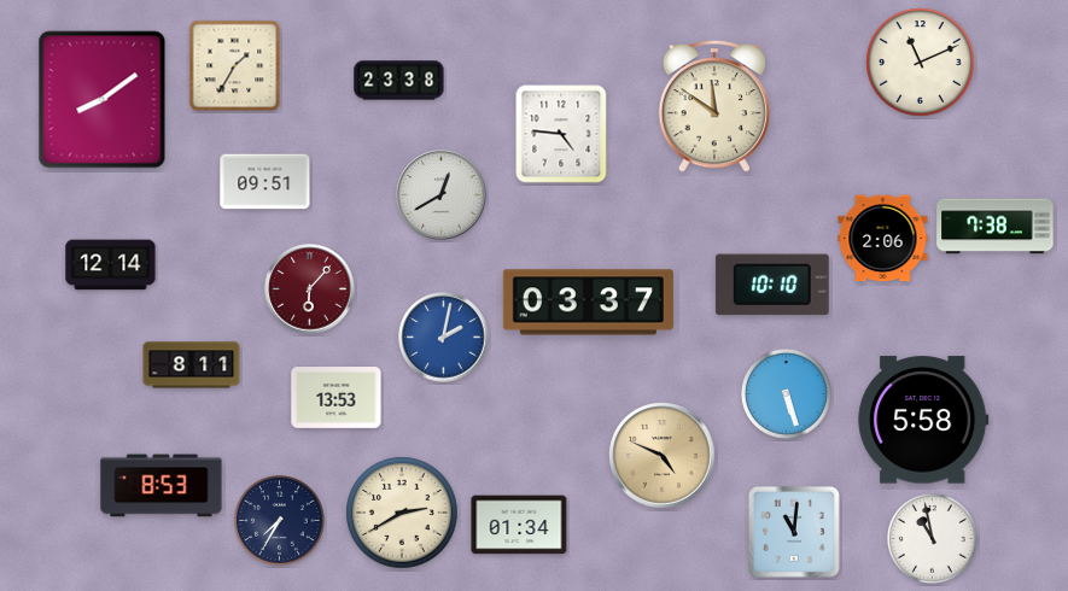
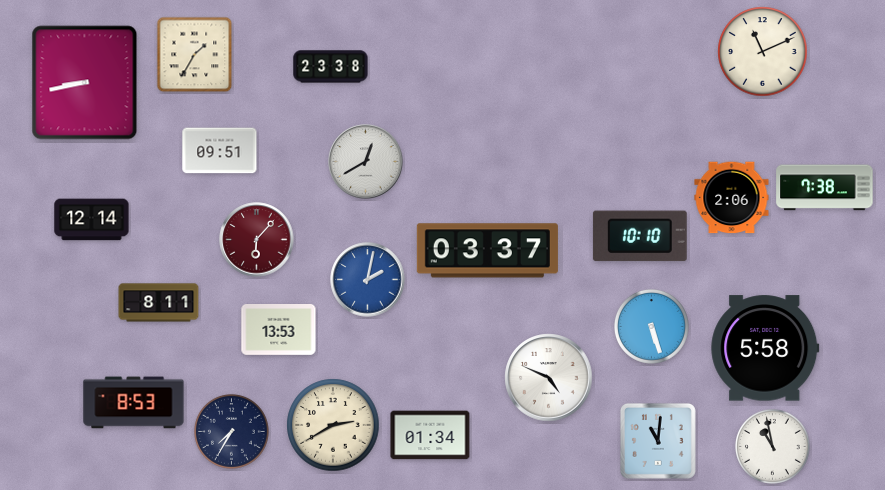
clock at (103, 100): 8:09 -> 8:43
clock at (714, 106): 11:51 -> none
clock at (561, 134): 4:46 -> none
clock at (663, 456) dial: champagne -> white
